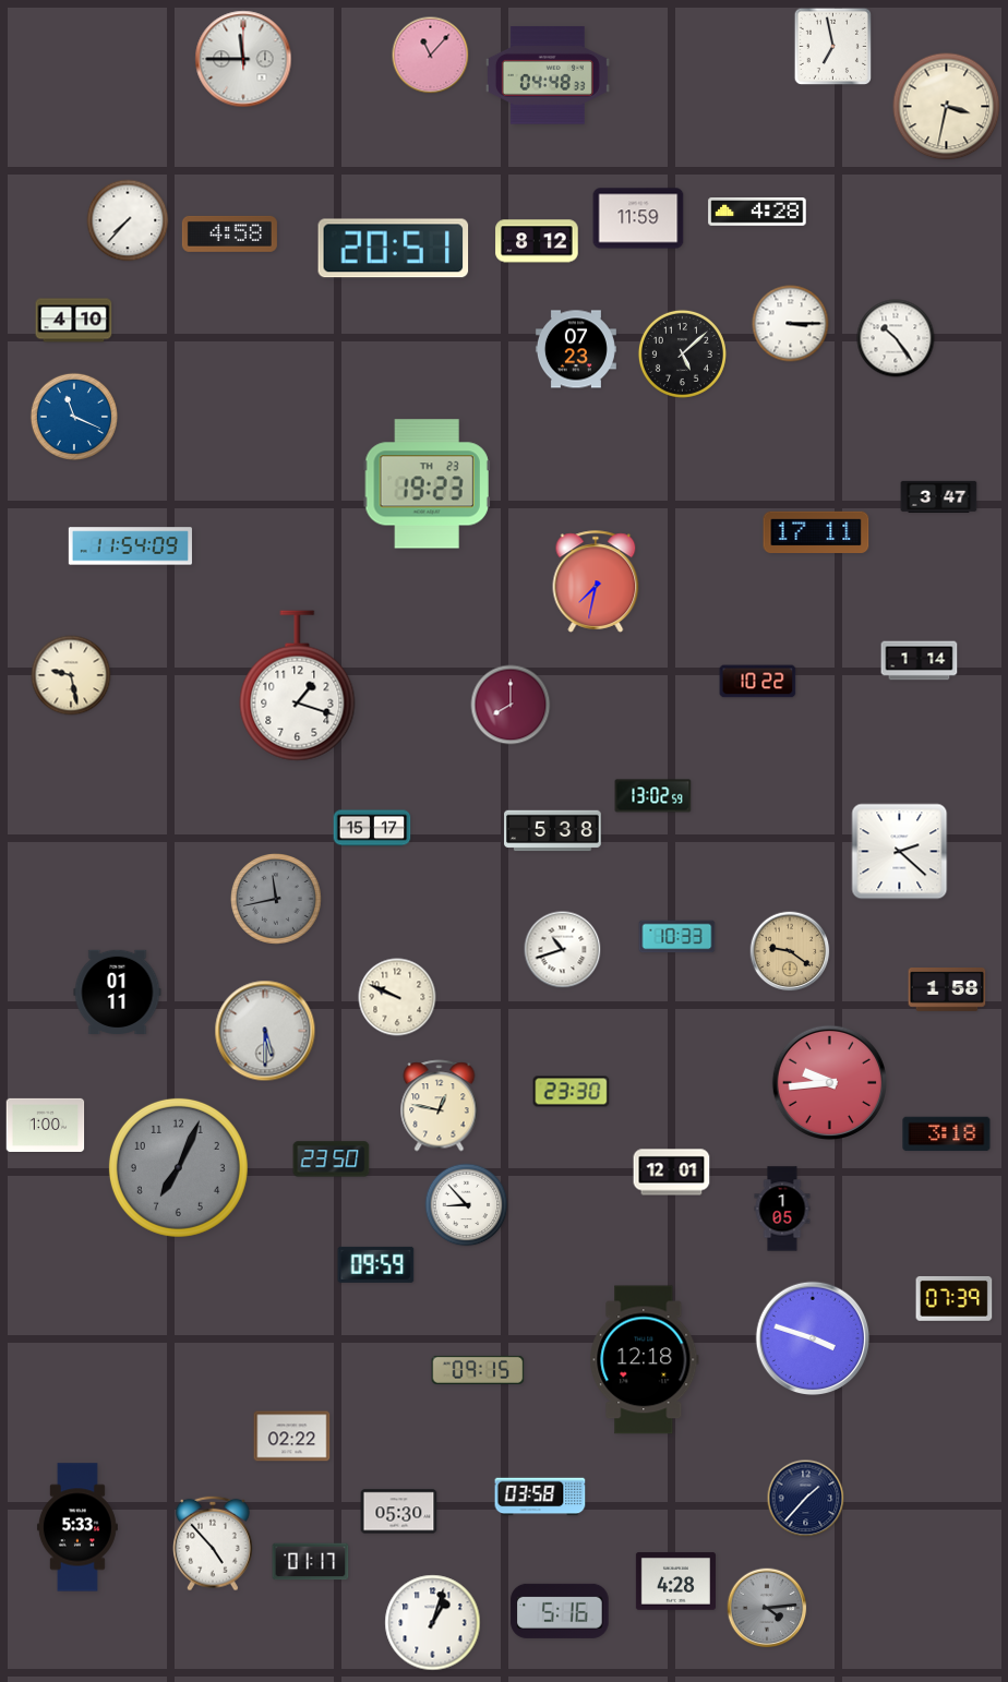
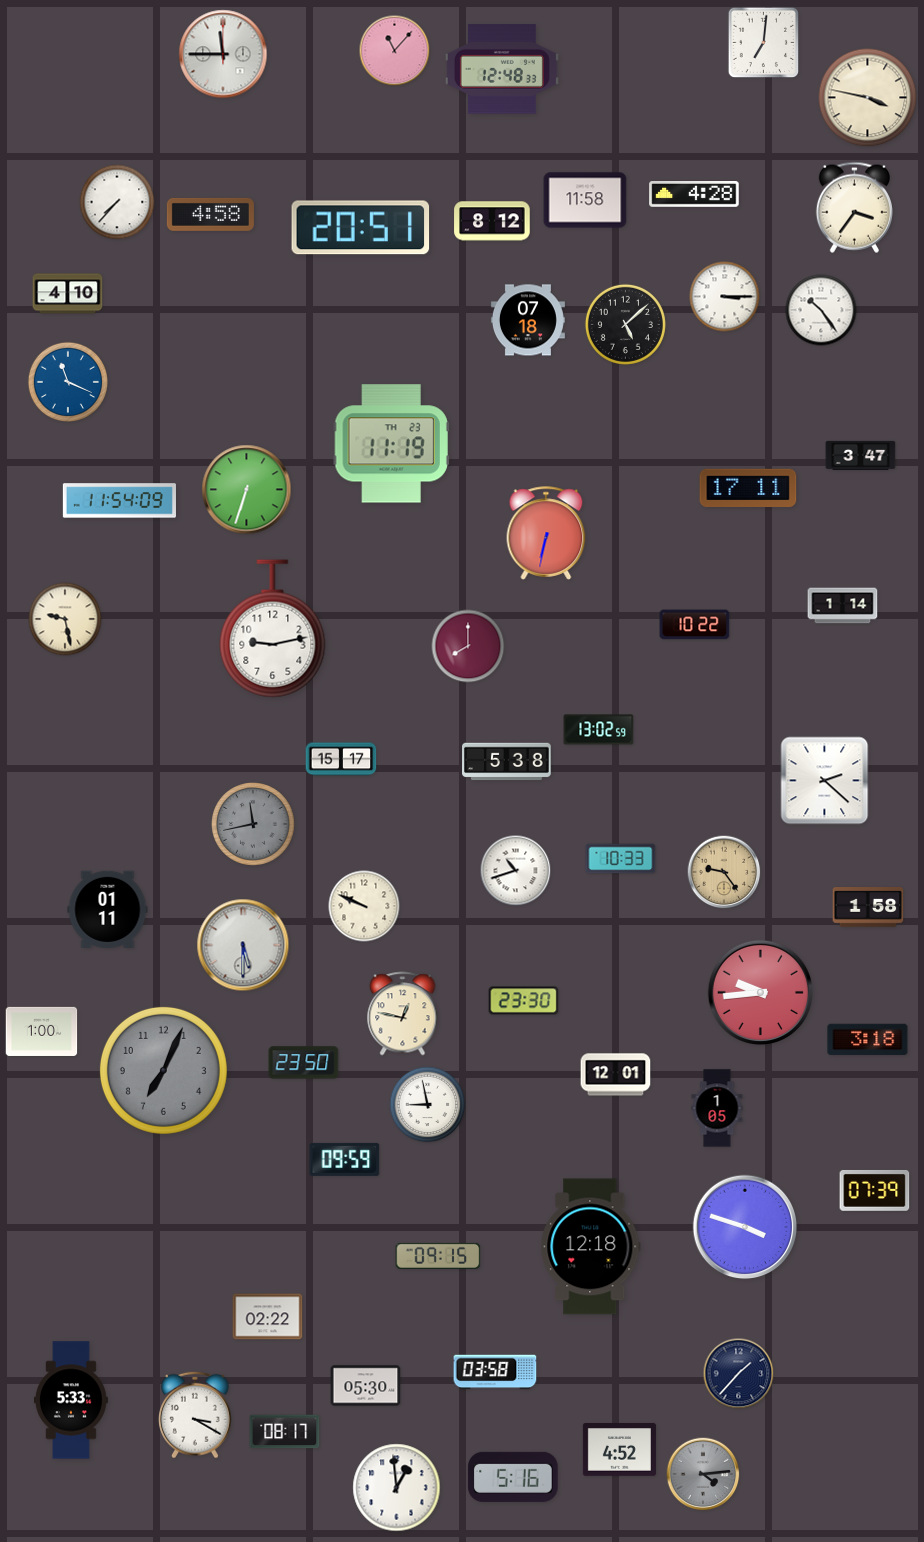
clock at (833, 47): 6:58 -> 7:01
clock at (548, 75): 04:48 -> 12:48
clock at (947, 107): 3:32 -> 3:47
clock at (638, 218): 11:59 -> 11:58
clock at (854, 207): none -> 3:36
clock at (576, 349): 07:23 -> 07:18
clock at (427, 484): 19:23 -> 11:19
clock at (247, 490): none -> 6:33
clock at (596, 581): 7:32 -> 6:32
clock at (298, 686): 1:18 -> 9:13
clock at (790, 951): 9:21 -> 9:24
clock at (397, 997) position: (397, 997) -> (364, 906)
clock at (467, 1205): 8:53 -> 8:58
clock at (214, 1543): 4:53 -> 3:20
clock at (311, 1562): 01:17 -> 08:17
clock at (675, 1582): 4:28 -> 4:52
clock at (433, 1623): 1:03 -> 12:59
